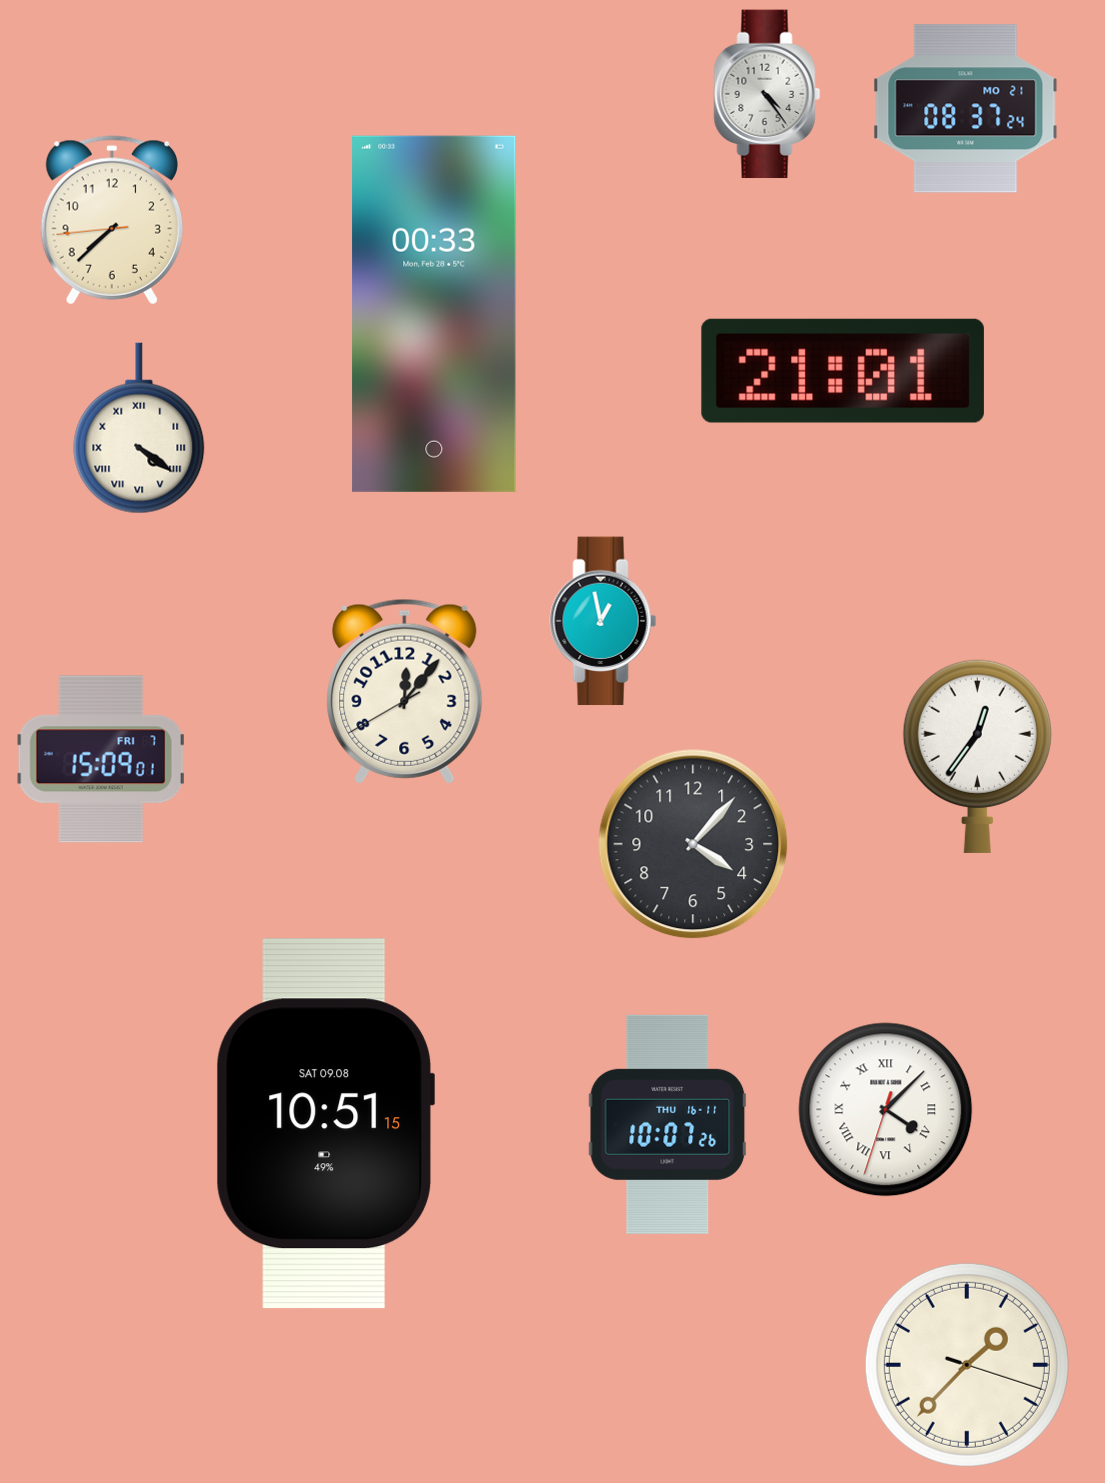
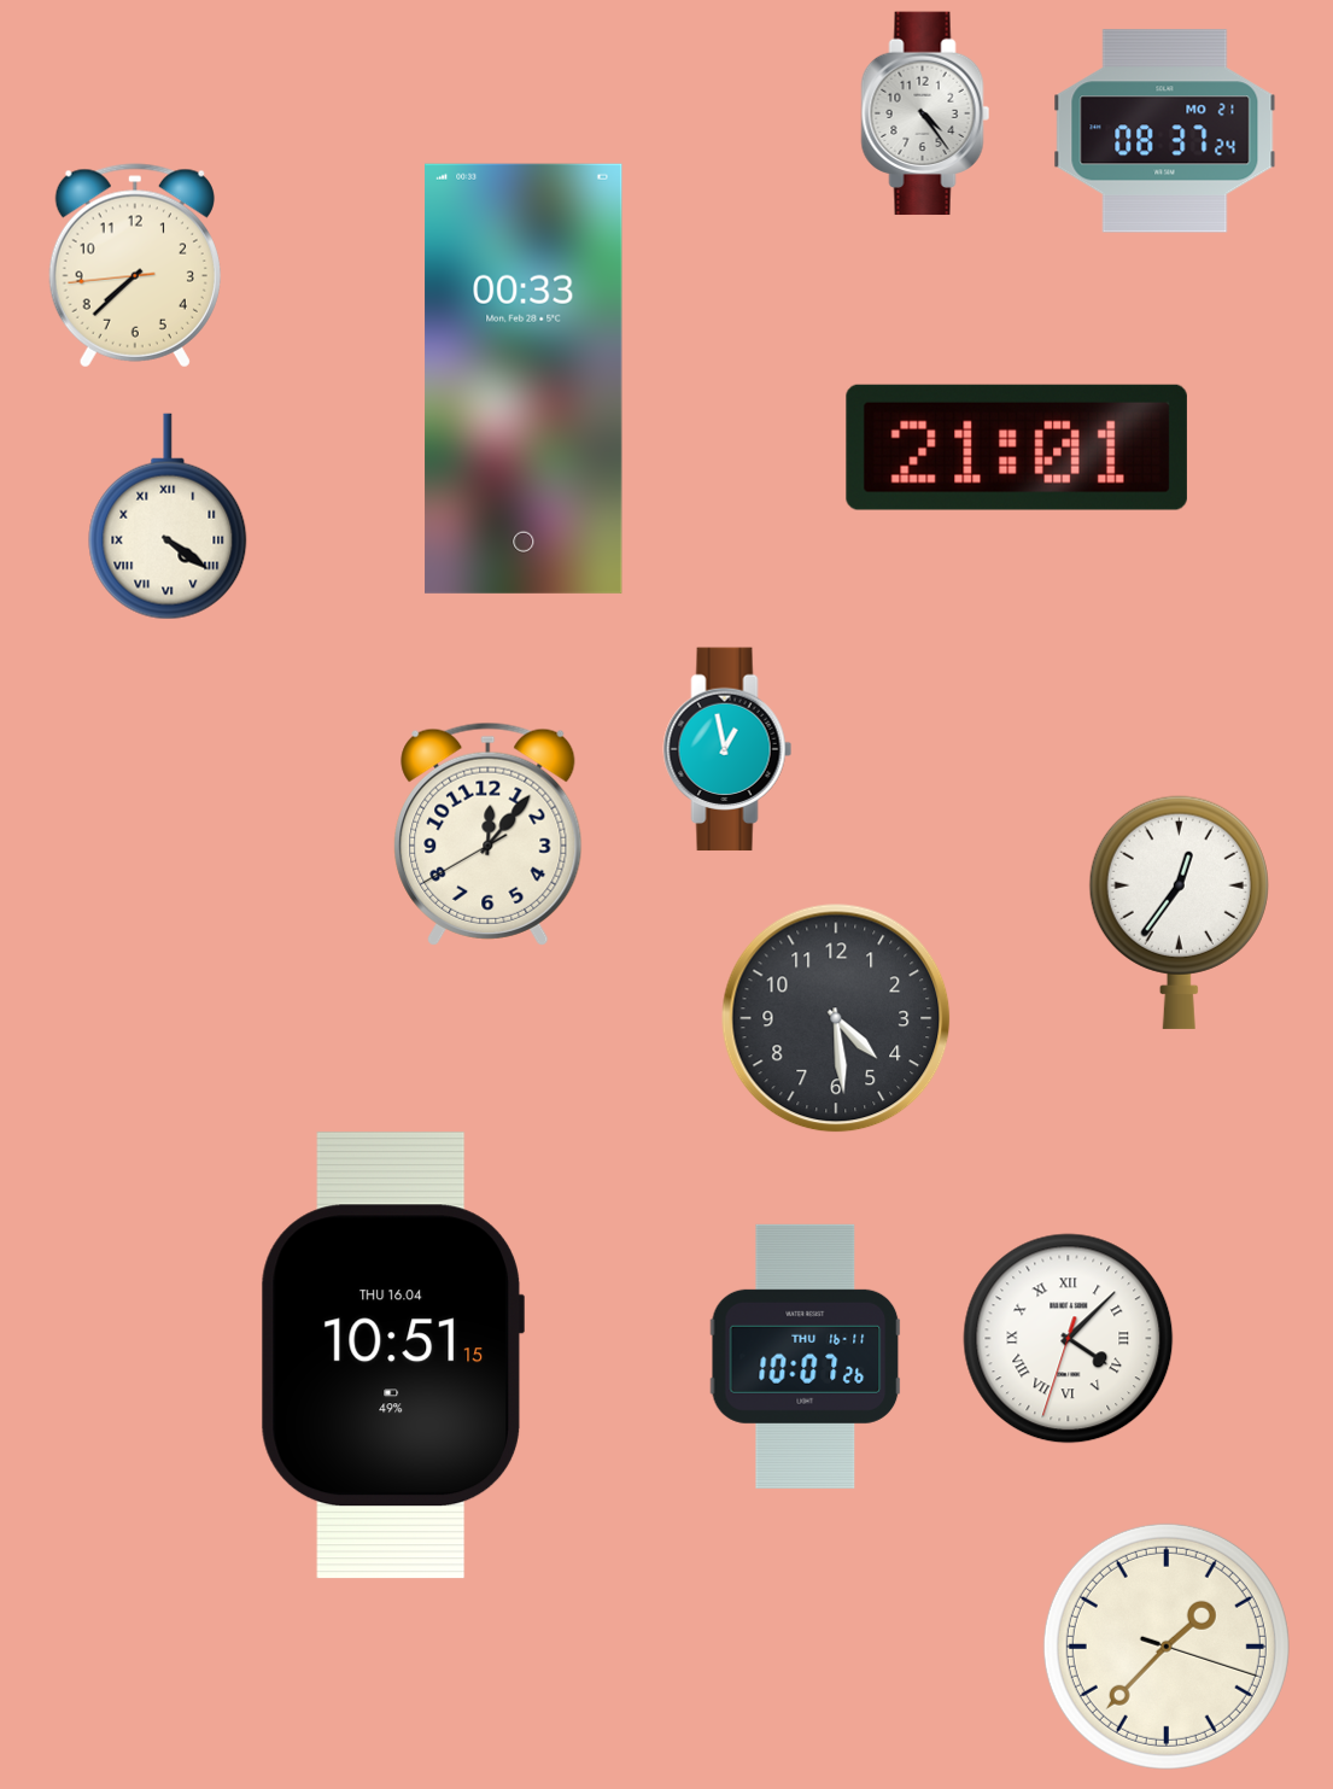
clock at (101, 759): 15:09 -> none
clock at (693, 844): 4:07 -> 4:29
clock at (325, 1124) date: SAT 09.08 -> THU 16.04
